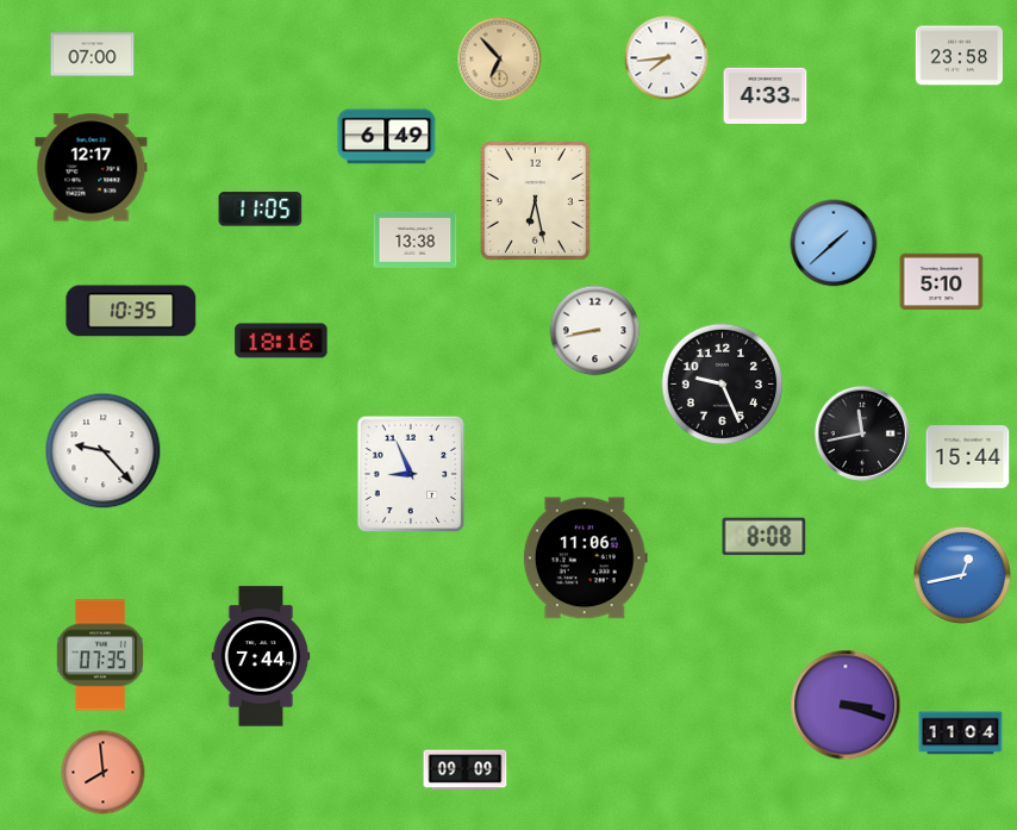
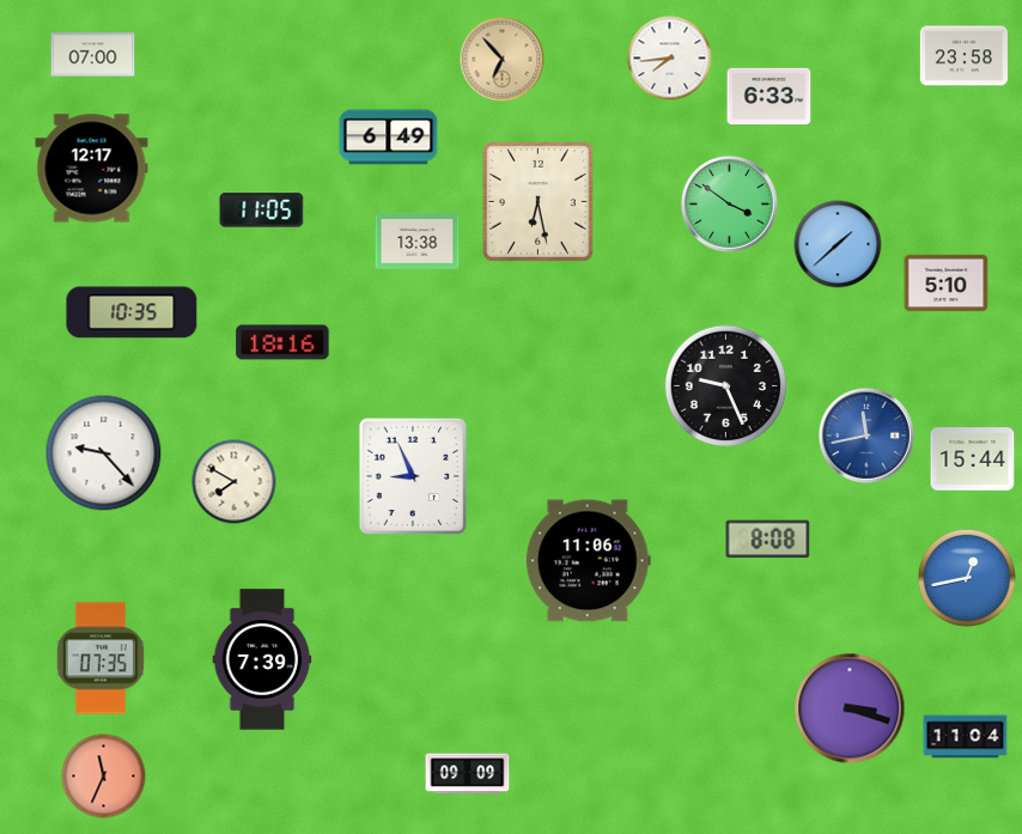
clock at (766, 95): 4:33 -> 6:33
clock at (729, 203): none -> 3:51
clock at (595, 331): 8:43 -> none
clock at (862, 433) dial: black -> blue
clock at (235, 482): none -> 7:50
clock at (261, 656): 7:44 -> 7:39
clock at (104, 773): 7:59 -> 11:34
